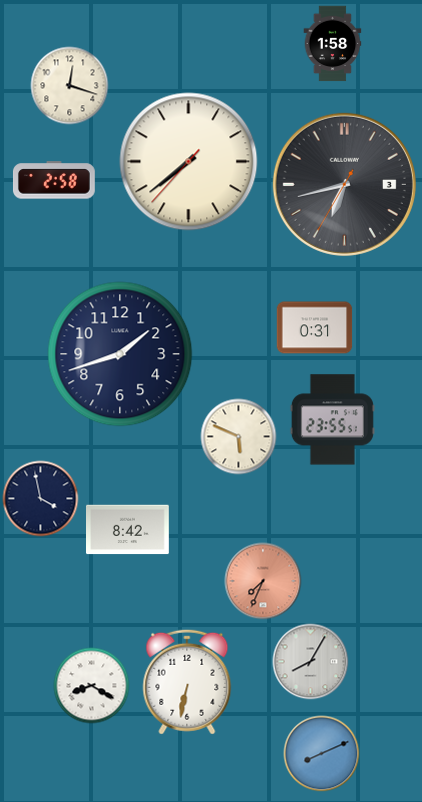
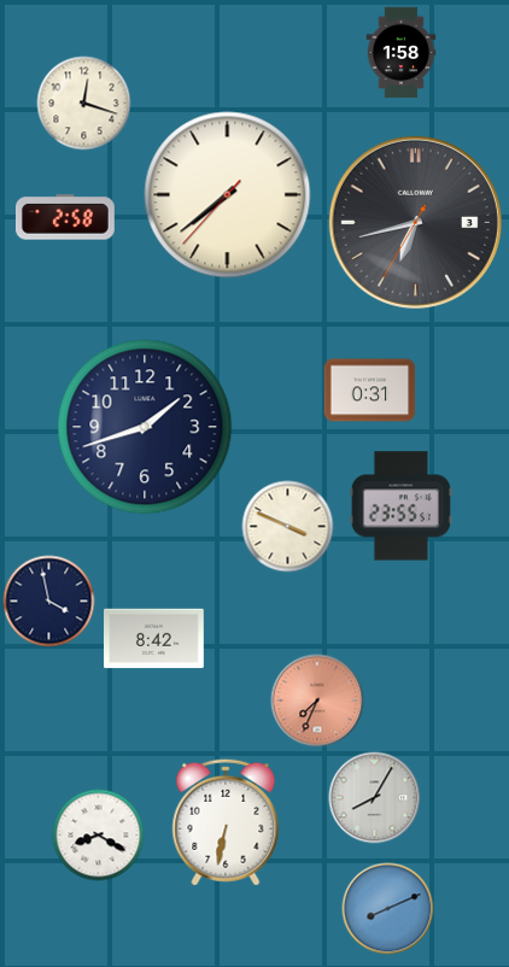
clock at (315, 328) position: (315, 328) -> (370, 391)
clock at (239, 437): 5:49 -> 3:49
clock at (92, 686) position: (92, 686) -> (99, 836)
